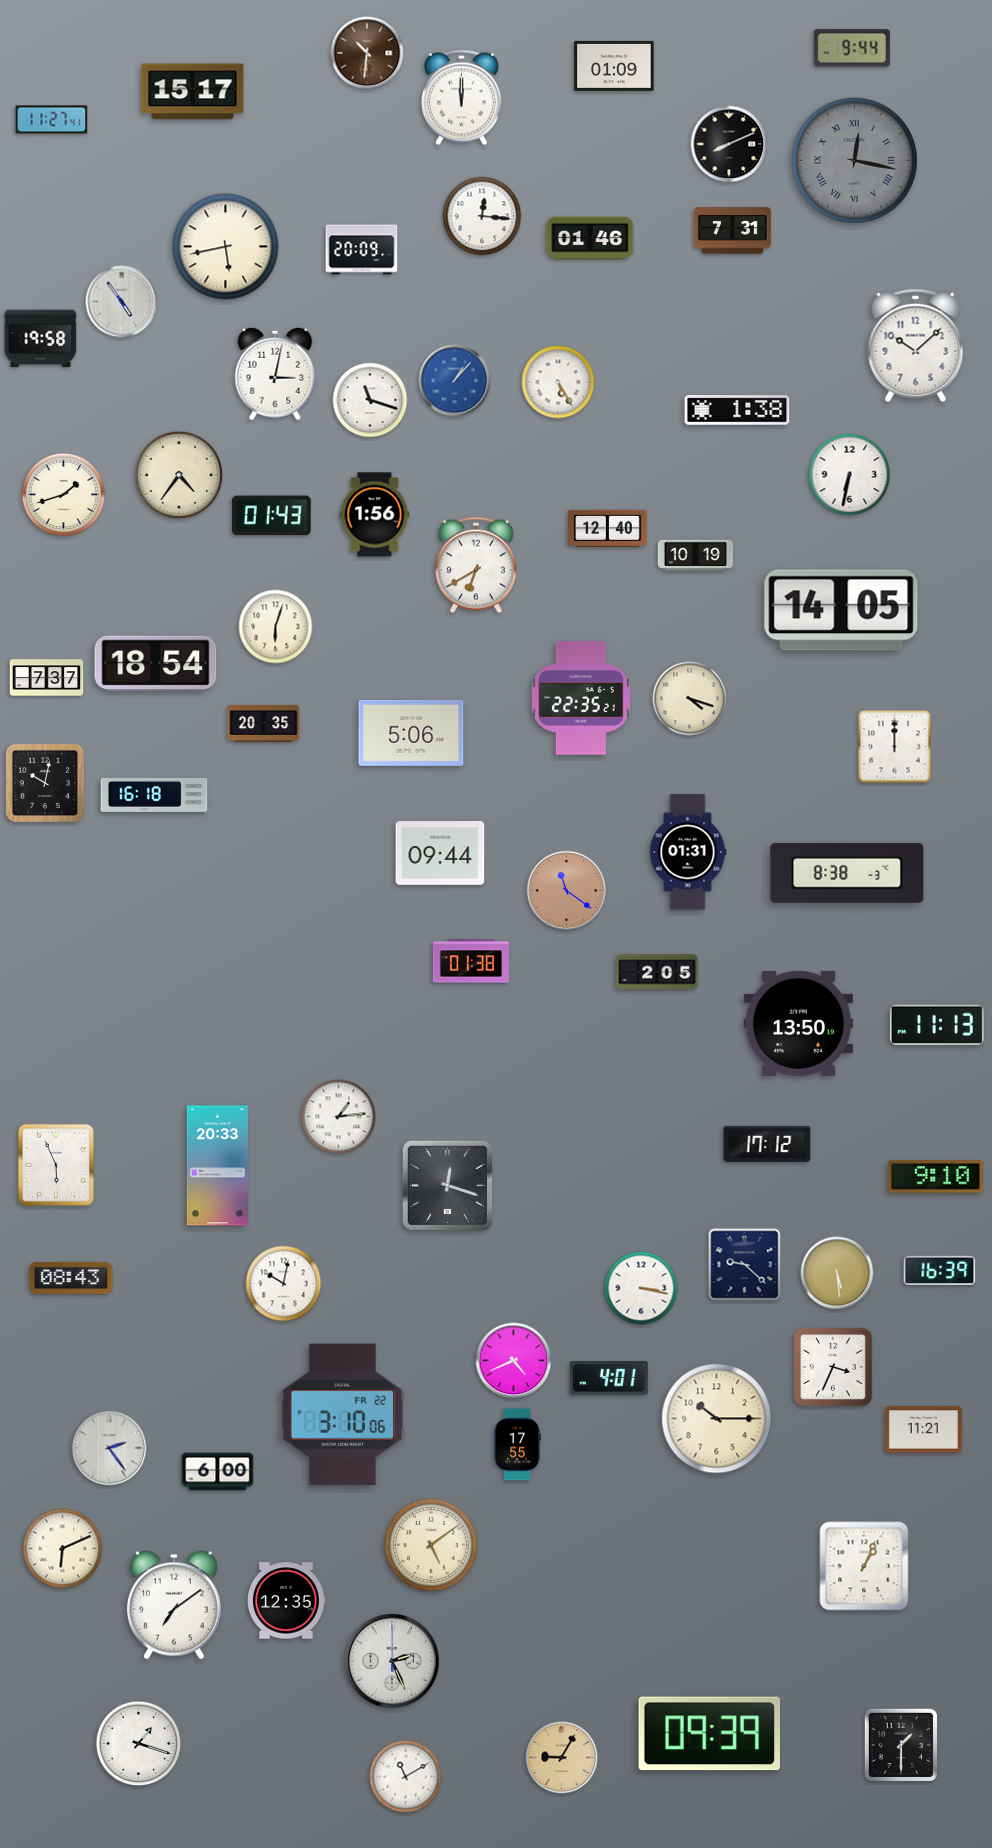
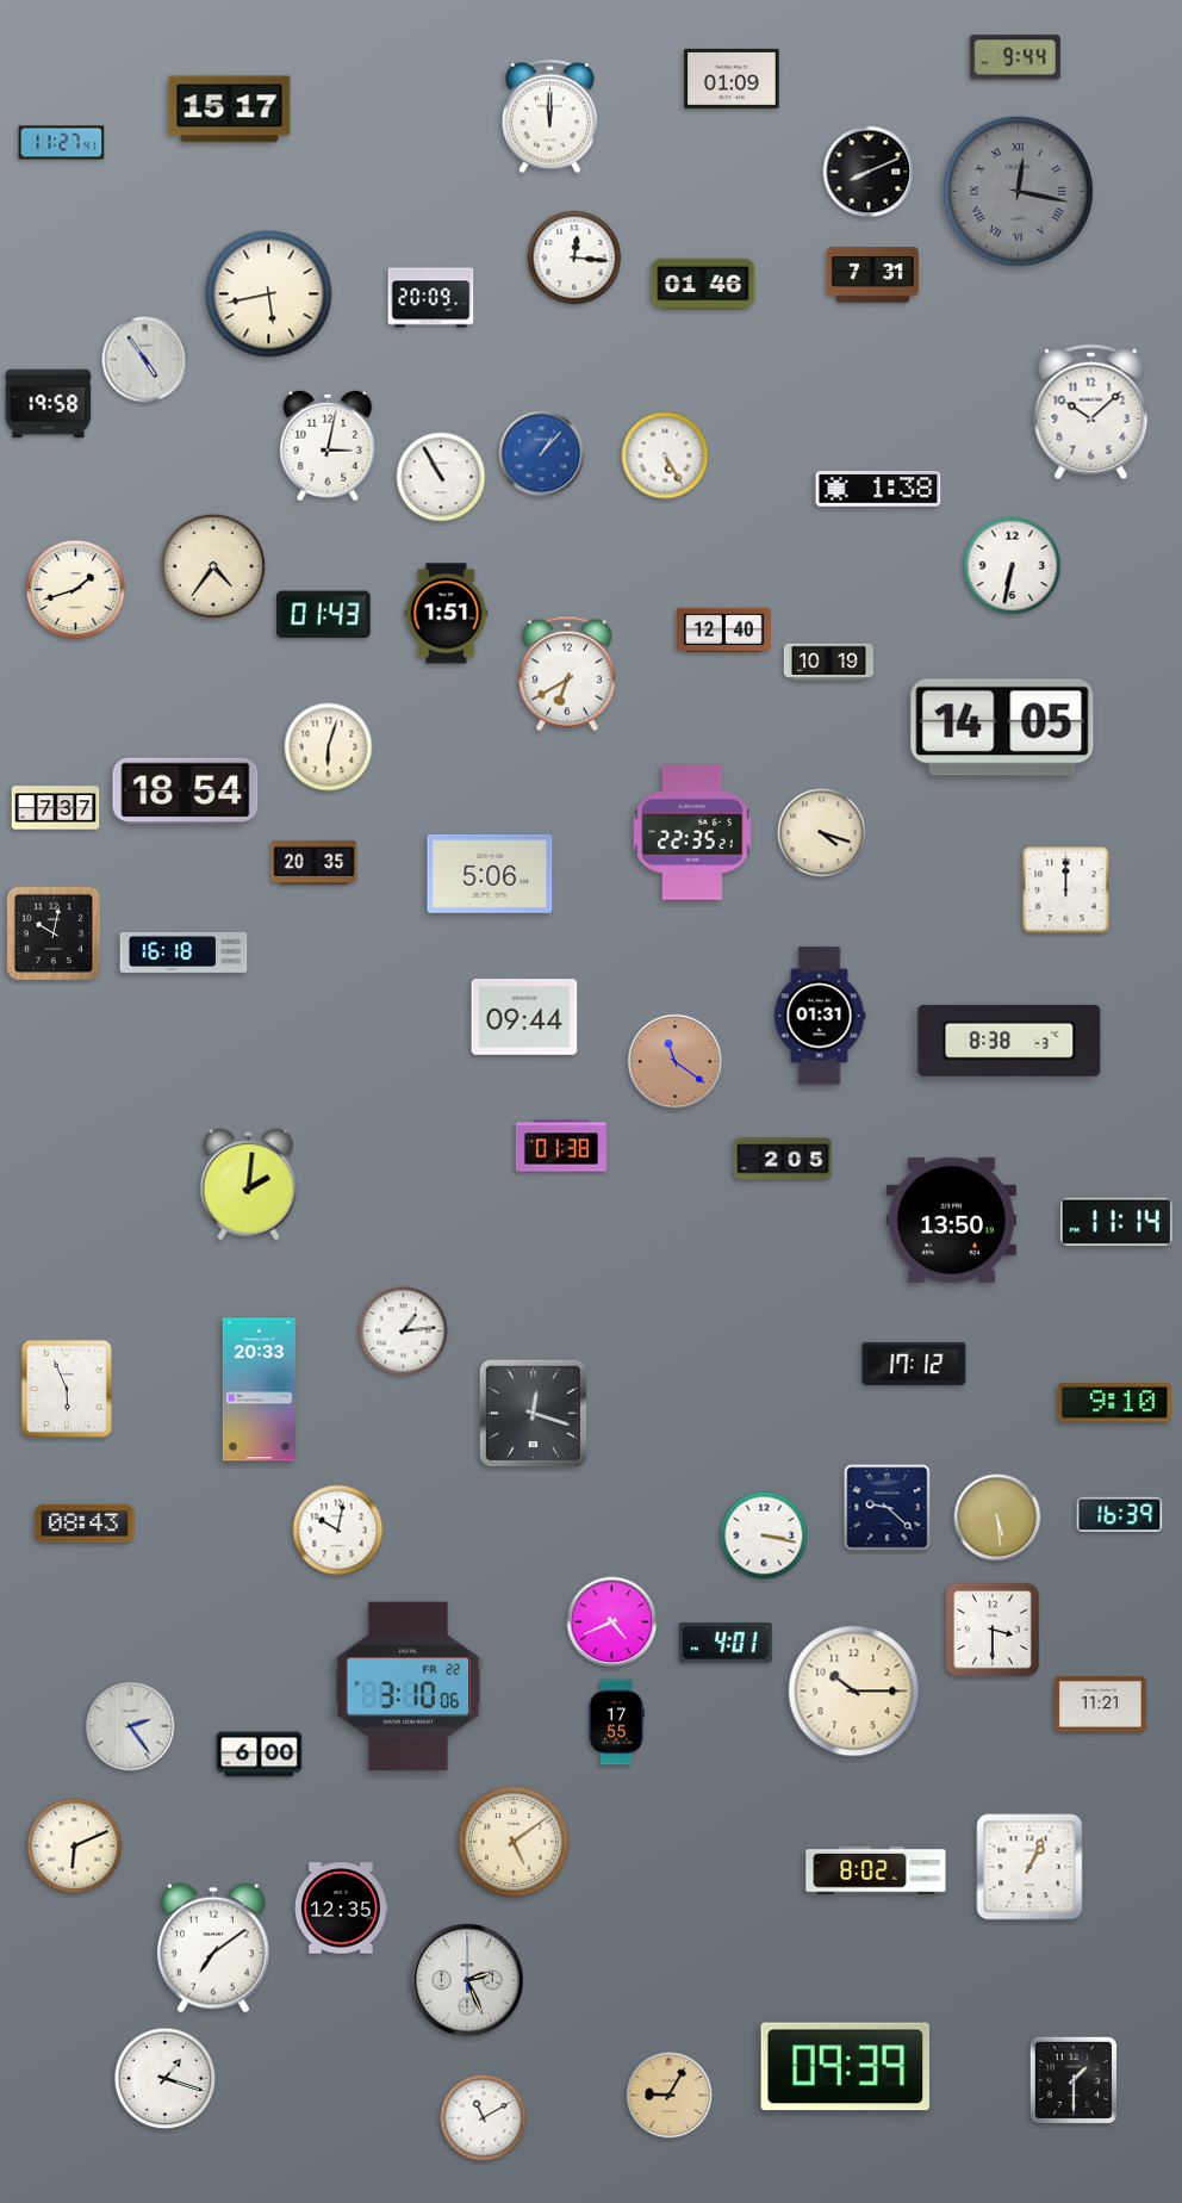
clock at (367, 53): 10:31 -> none
clock at (370, 400): 11:18 -> 10:55
clock at (375, 515): 1:56 -> 1:51
clock at (154, 795) position: (154, 795) -> (183, 952)
clock at (249, 1185): none -> 2:01
clock at (937, 1025): 11:13 -> 11:14
clock at (833, 1367): 3:34 -> 3:30
clock at (876, 1870): none -> 8:02
clock at (174, 1605) position: (174, 1605) -> (213, 1948)
